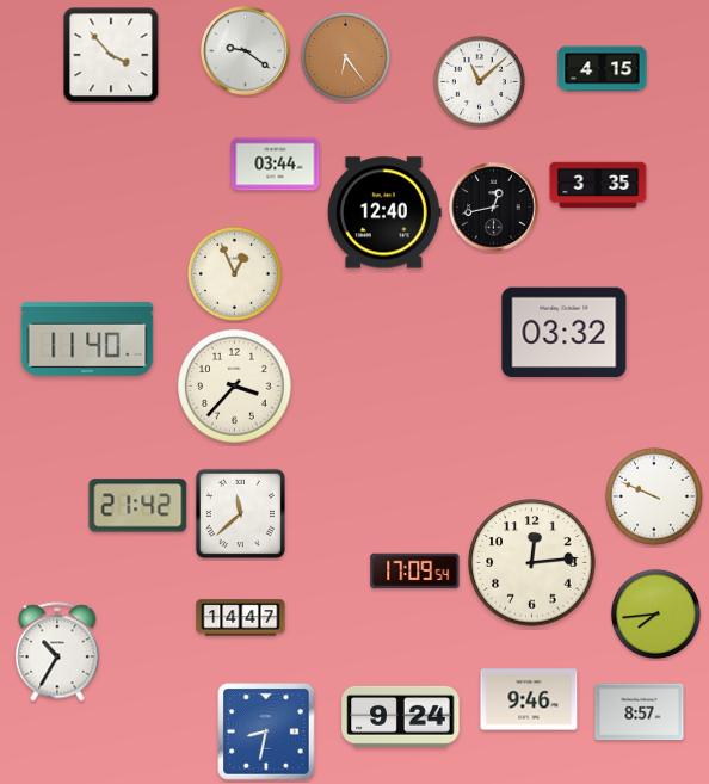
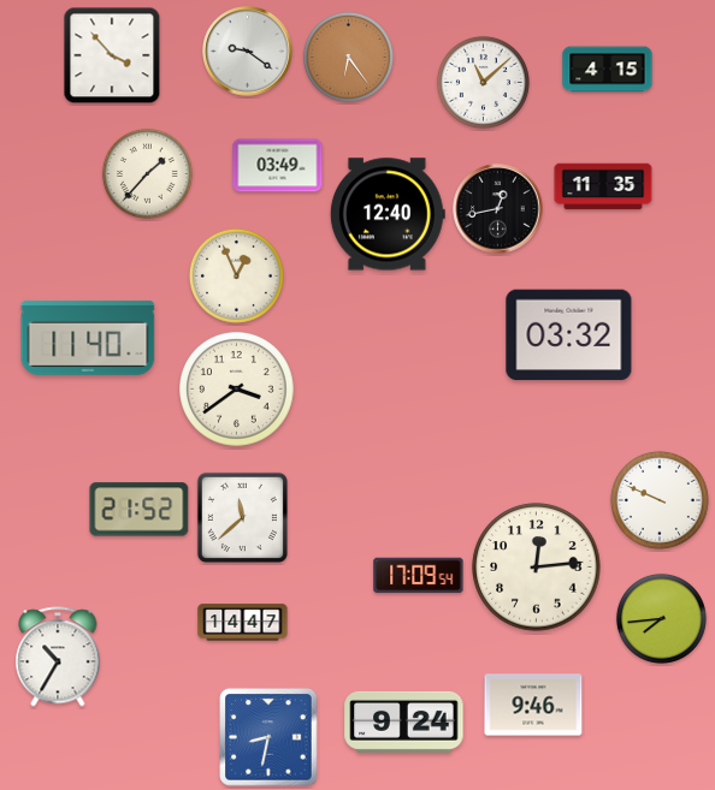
clock at (276, 165): 03:44 -> 03:49
clock at (147, 173): none -> 1:37
clock at (598, 185): 3:35 -> 11:35
clock at (87, 339) position: (87, 339) -> (88, 338)
clock at (235, 387): 3:37 -> 3:39
clock at (138, 506): 21:42 -> 21:52
clock at (640, 712): 8:57 -> none
